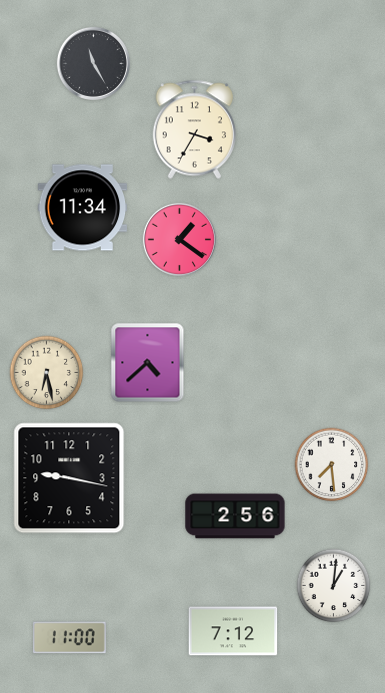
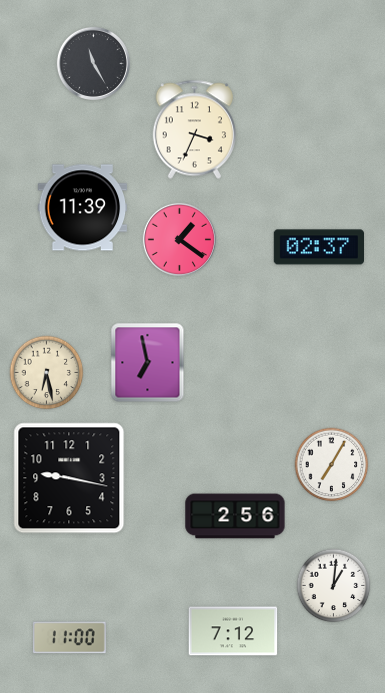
clock at (194, 130): 3:35 -> 3:34
clock at (83, 208): 11:34 -> 11:39
clock at (318, 247): none -> 02:37
clock at (148, 363): 4:38 -> 6:58
clock at (332, 465): 7:29 -> 7:05
